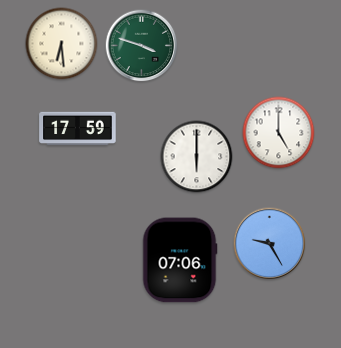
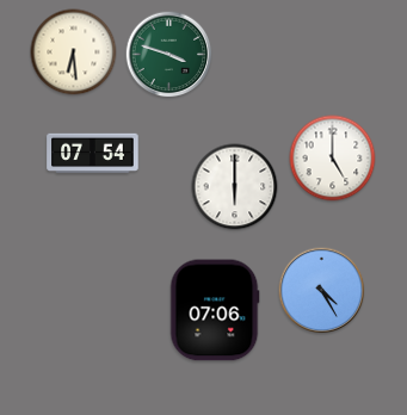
clock at (78, 129): 17:59 -> 07:54
clock at (270, 244): 9:25 -> 4:25
